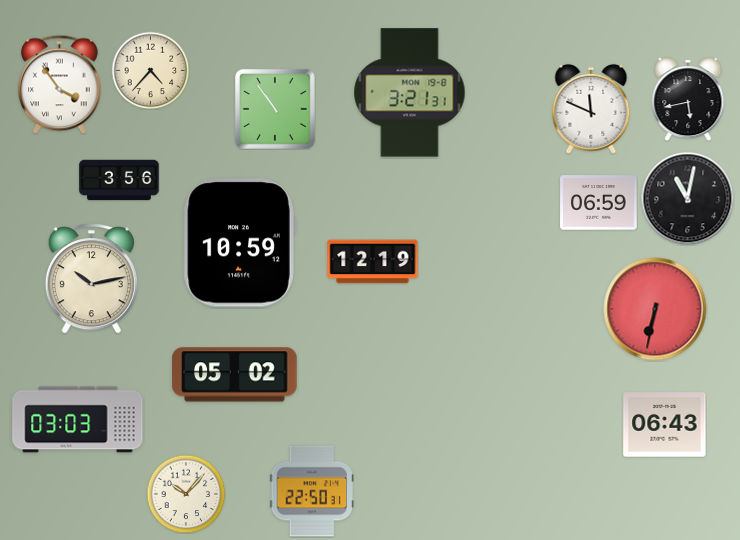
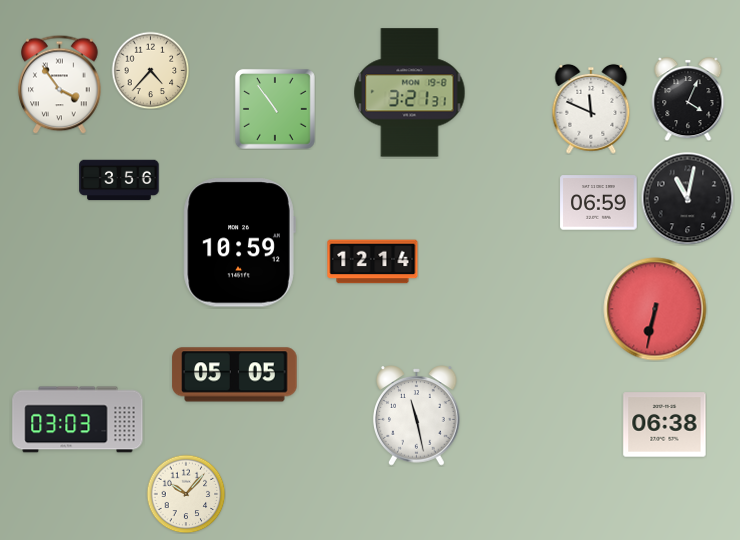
clock at (688, 100): 5:43 -> 4:04
clock at (373, 262): 12:19 -> 12:14
clock at (91, 279): 10:13 -> none
clock at (235, 375): 05:02 -> 05:05
clock at (417, 416): none -> 11:28
clock at (665, 425): 06:43 -> 06:38
clock at (312, 491): 22:50 -> none
